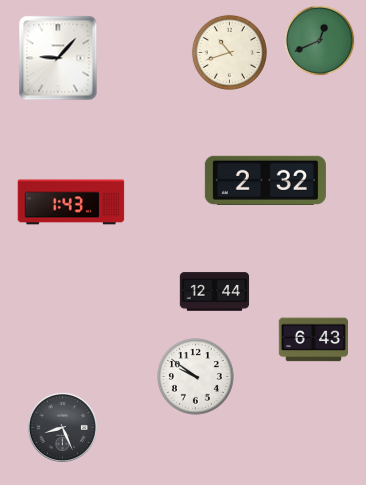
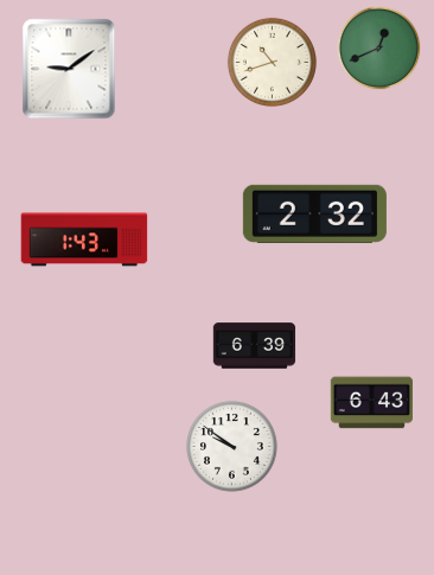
clock at (58, 58): 9:07 -> 9:09
clock at (215, 292): 12:44 -> 6:39
clock at (62, 427): 8:26 -> none
